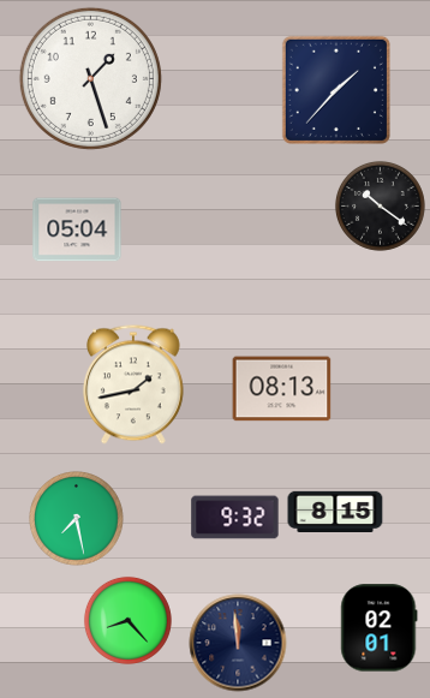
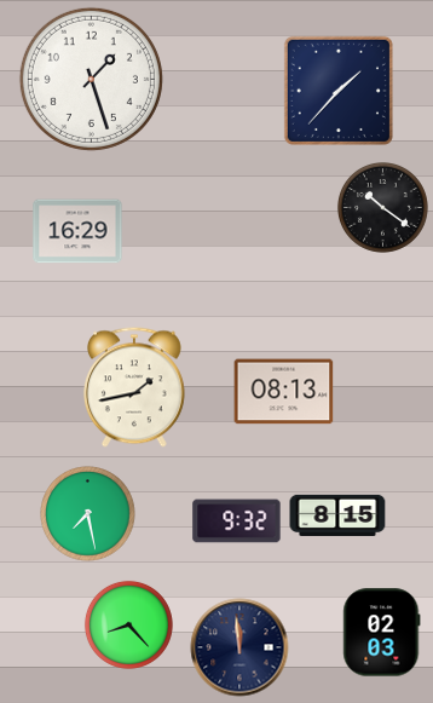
clock at (77, 229): 05:04 -> 16:29
clock at (77, 519) position: (77, 519) -> (88, 514)
clock at (380, 628): 02:01 -> 02:03
